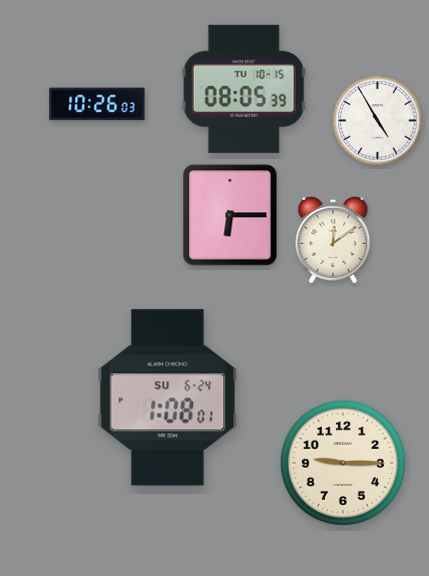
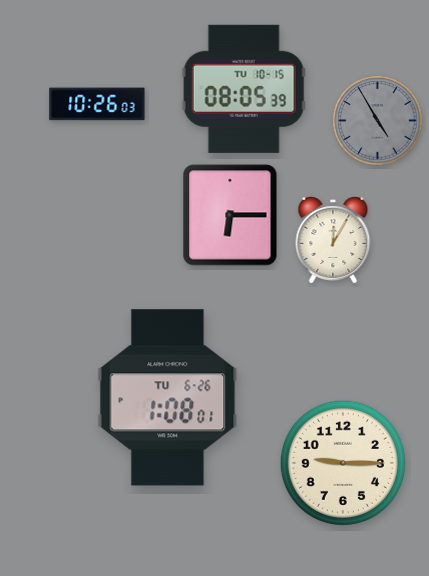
clock at (378, 121) dial: white -> grey
clock at (333, 240): 12:09 -> 12:05
clock at (168, 398) date: SU 6-24 -> TU 6-26
